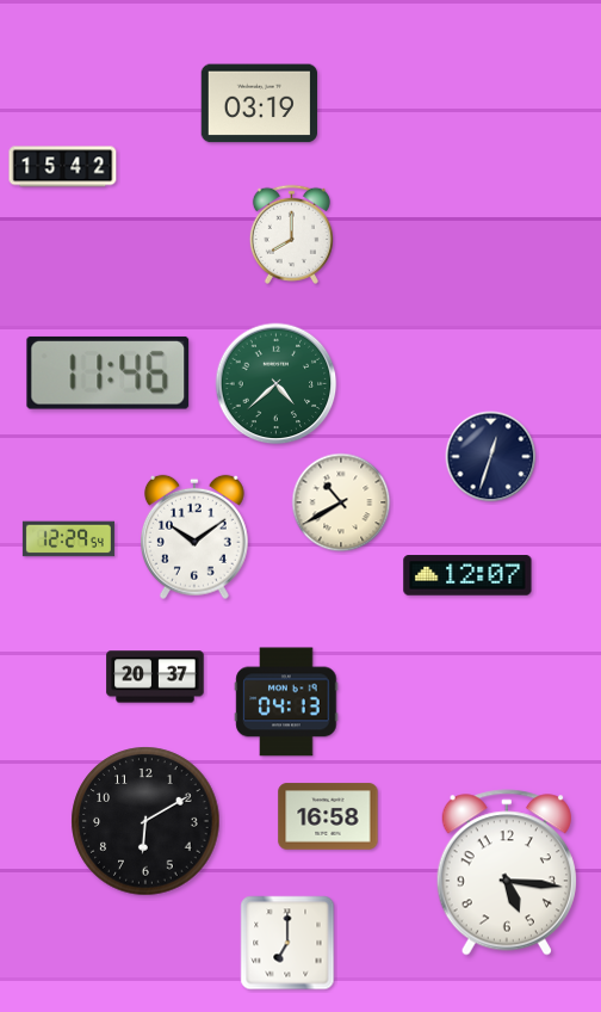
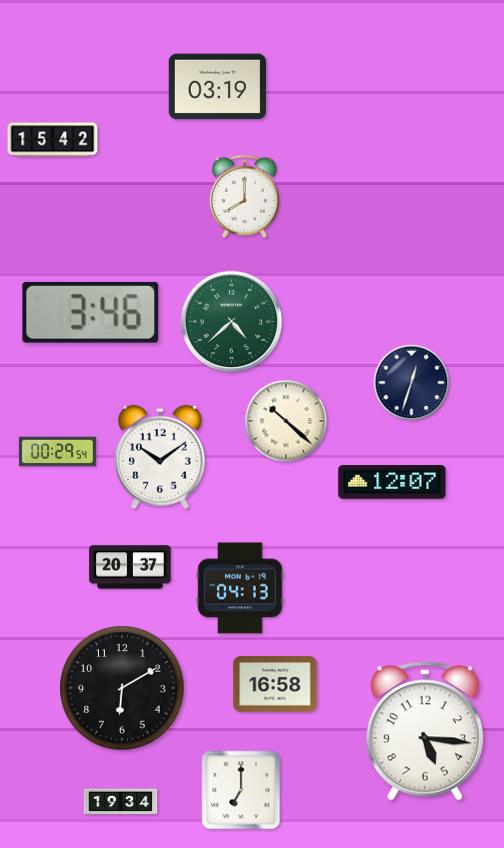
clock at (109, 372): 11:46 -> 3:46
clock at (341, 502): 10:40 -> 10:22
clock at (194, 537) position: (194, 537) -> (160, 457)
clock at (68, 539): 12:29 -> 00:29
clock at (121, 802): none -> 19:34
